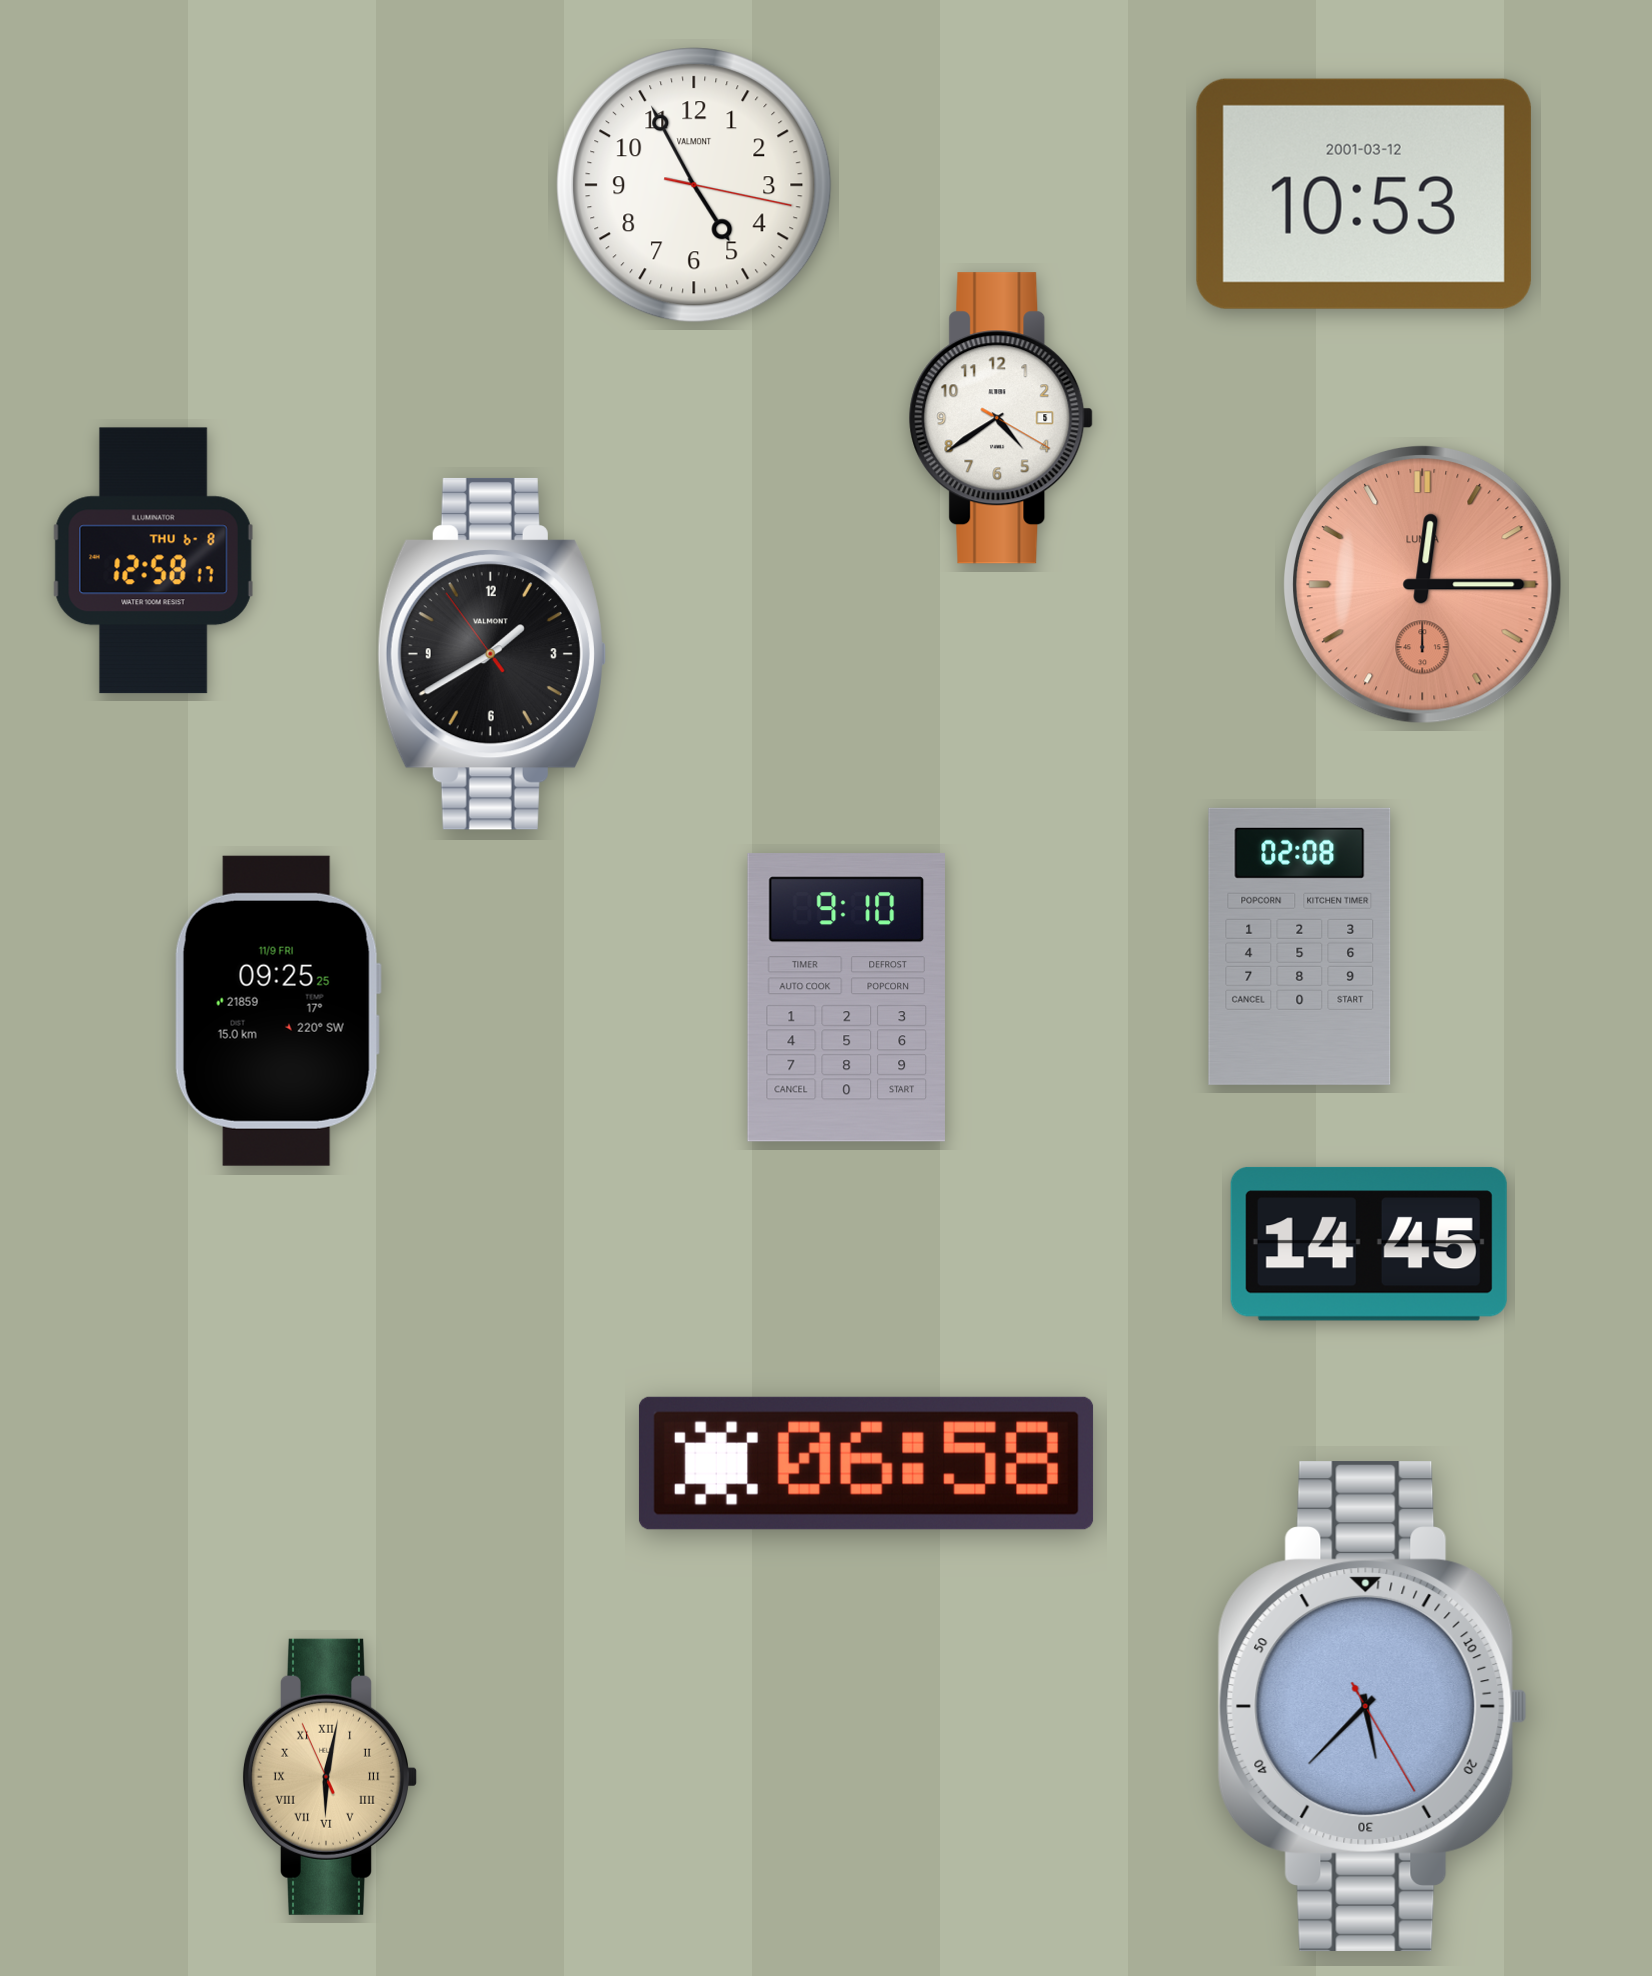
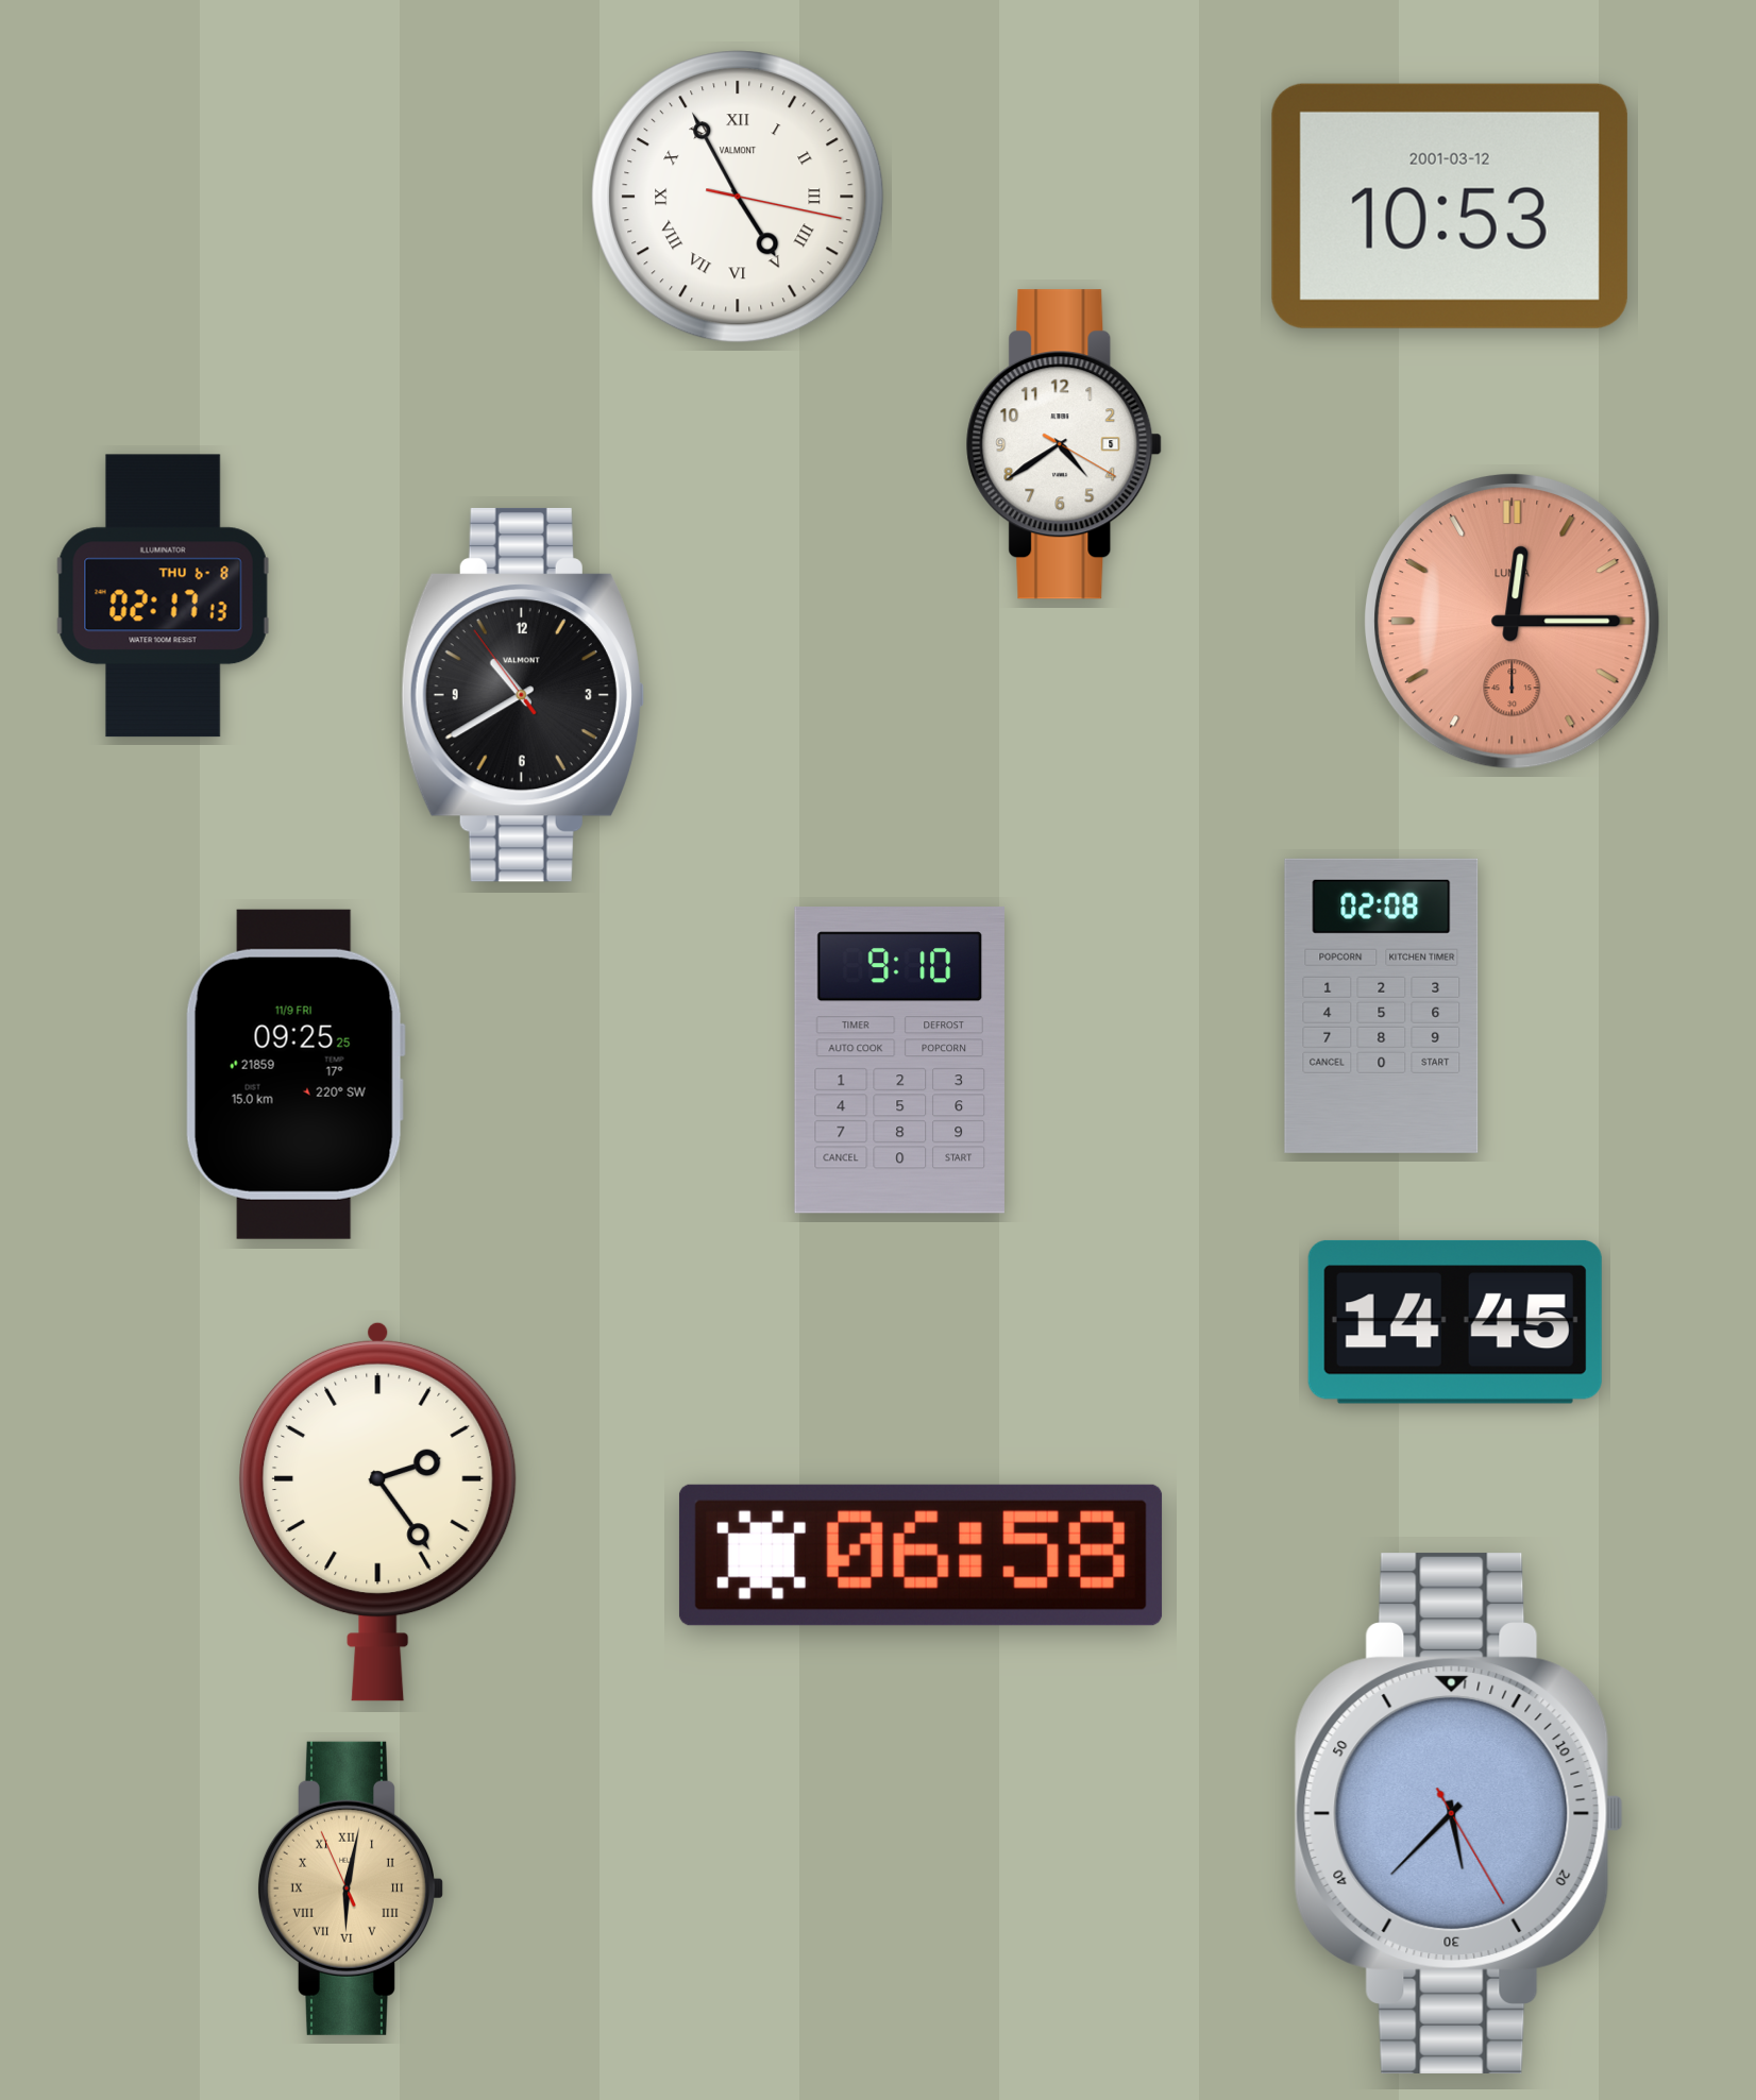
clock at (694, 185) numerals: Arabic -> Roman
clock at (154, 561): 12:58 -> 02:17
clock at (492, 654): 1:39 -> 10:39
clock at (378, 1511): none -> 2:24
